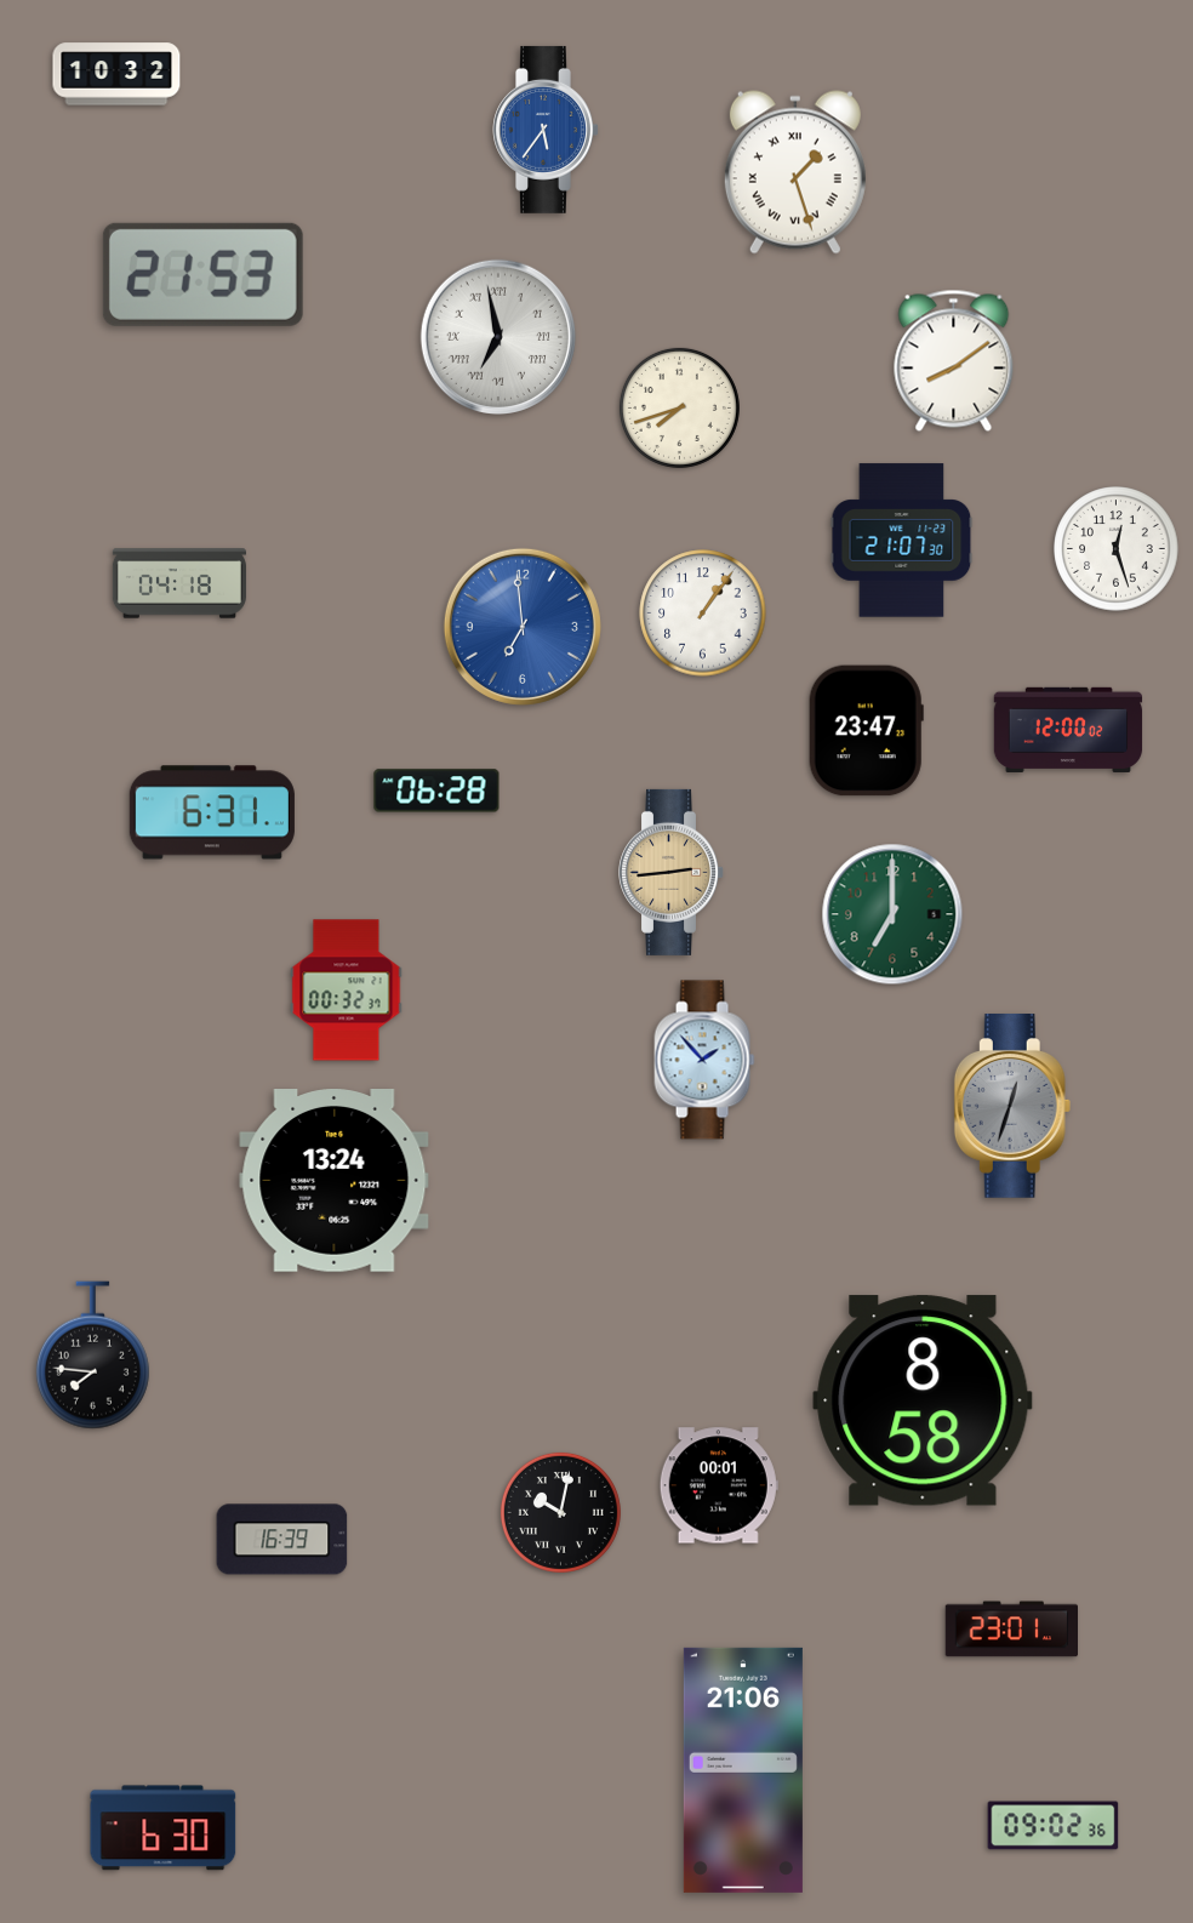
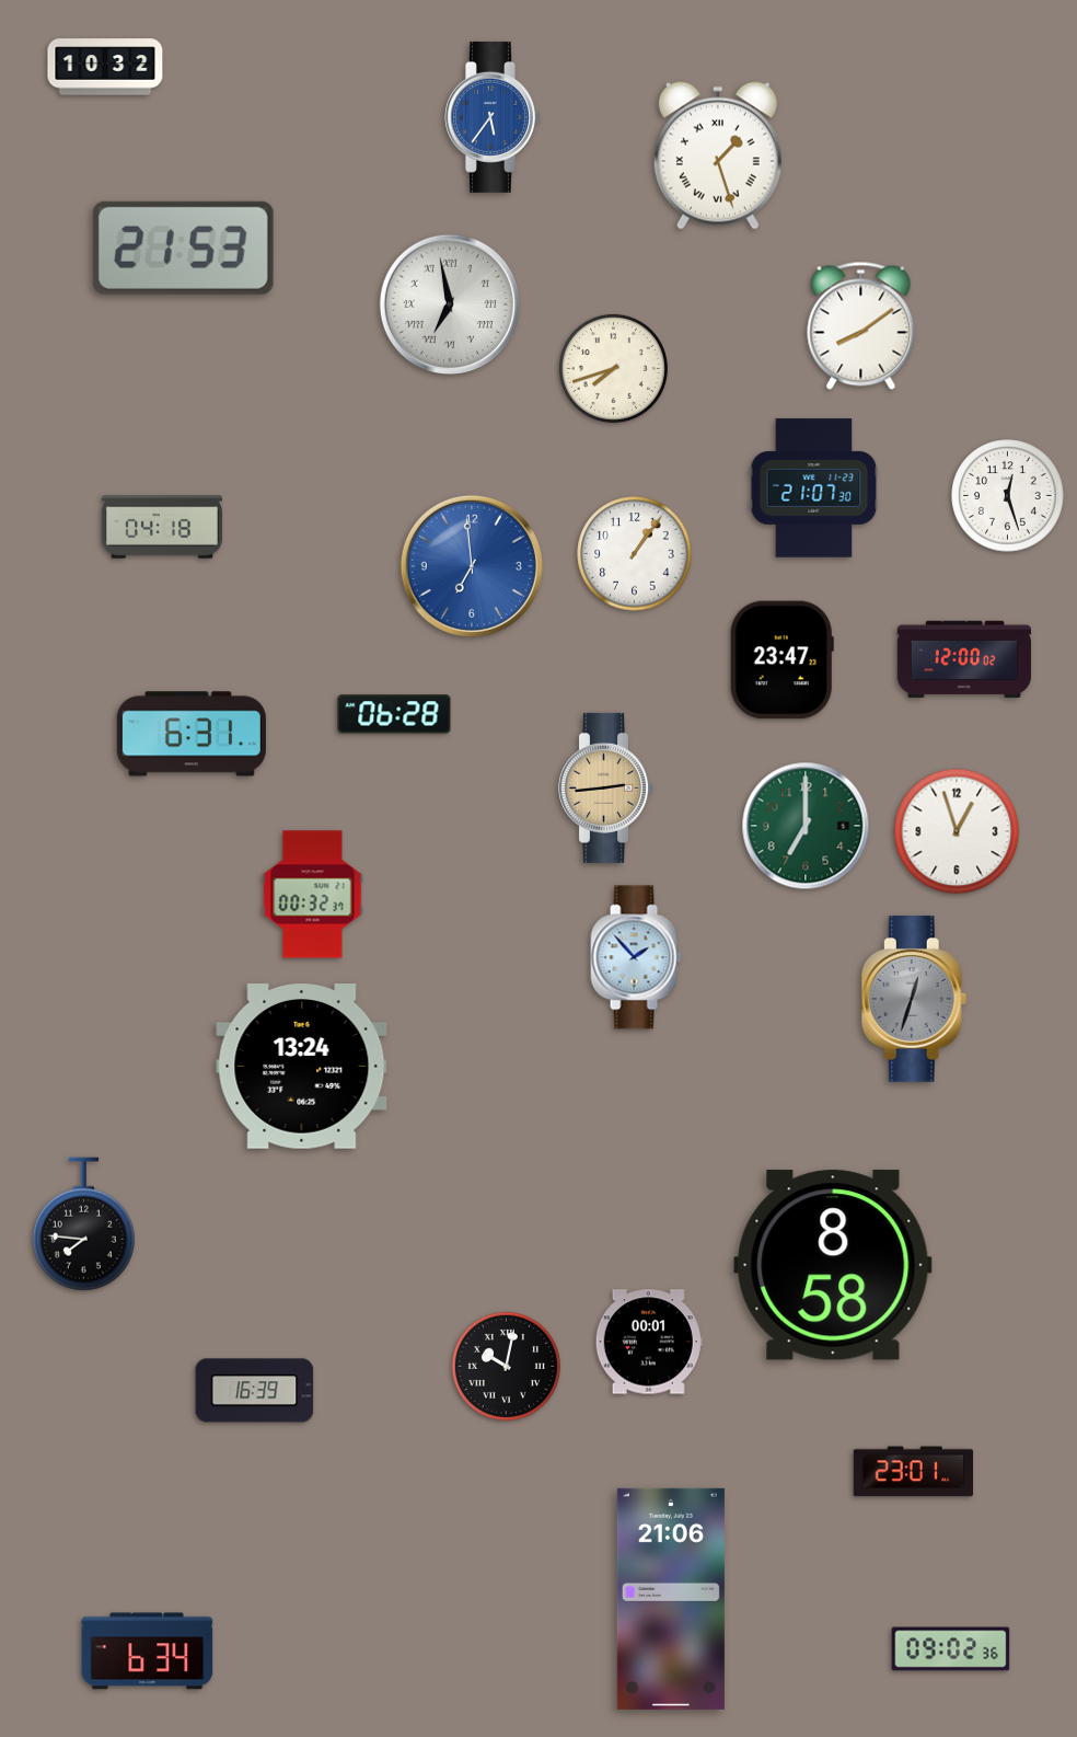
clock at (957, 831): none -> 12:57
clock at (164, 1828): 6:30 -> 6:34
